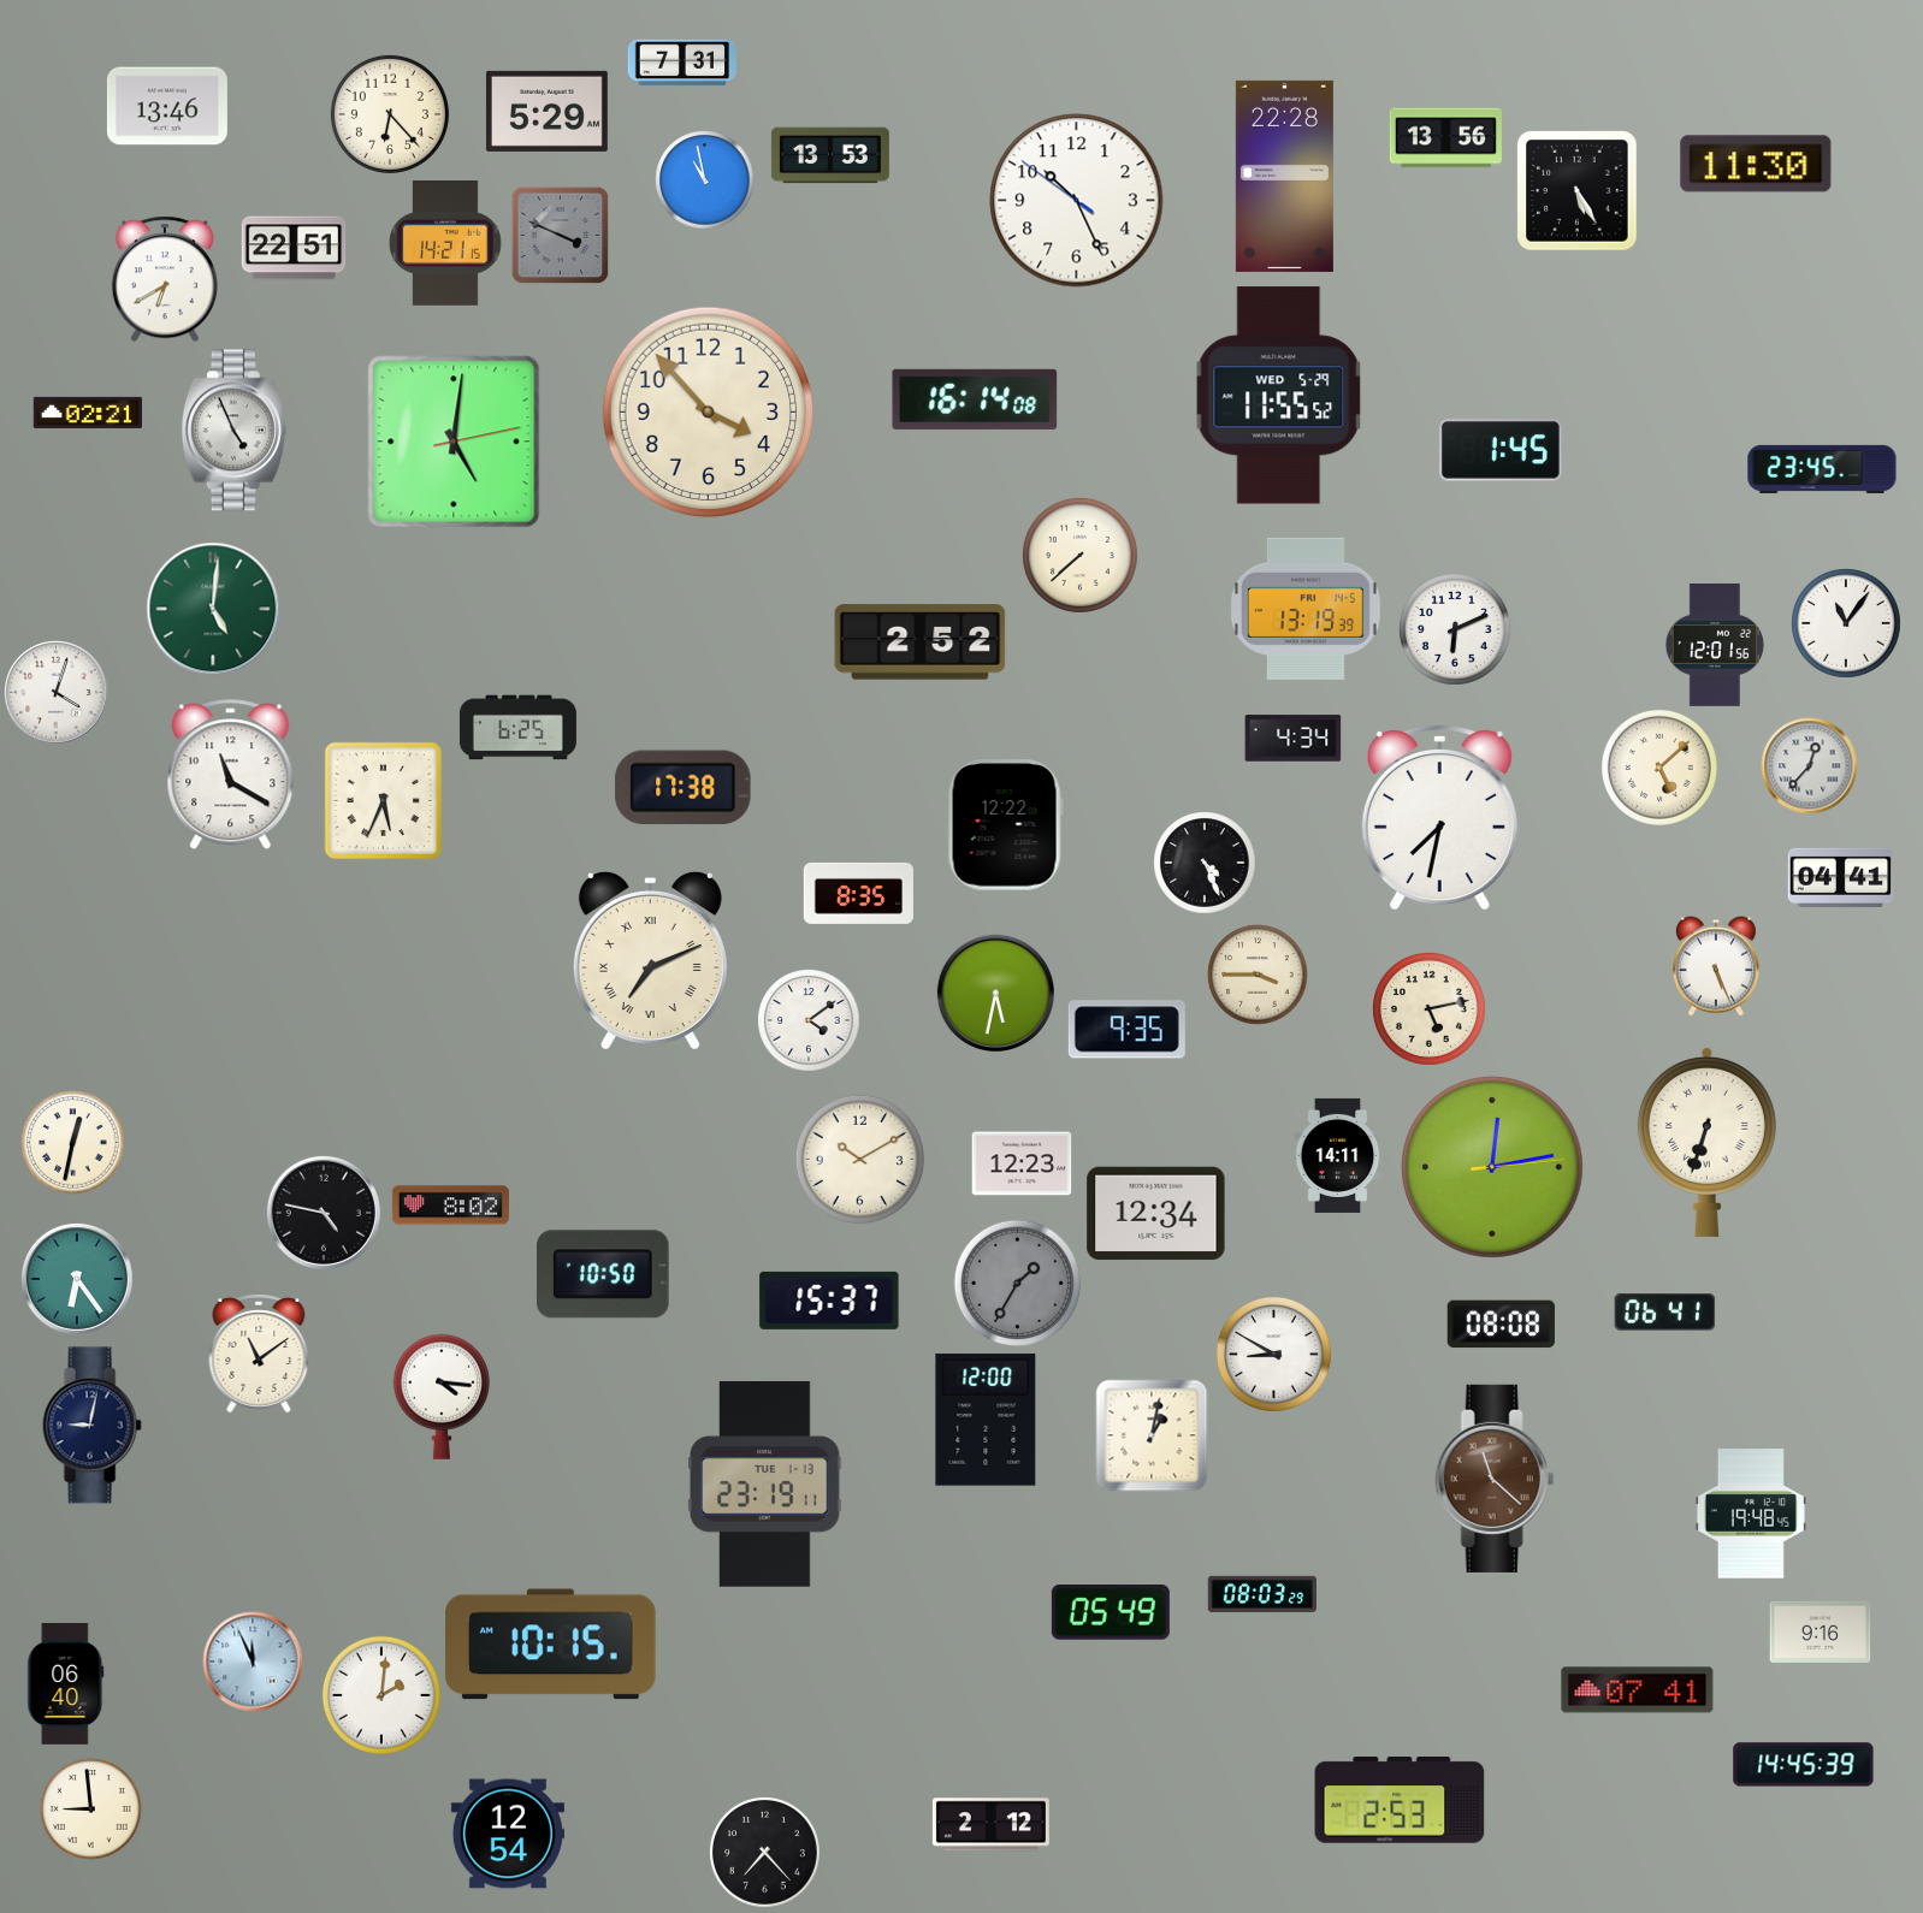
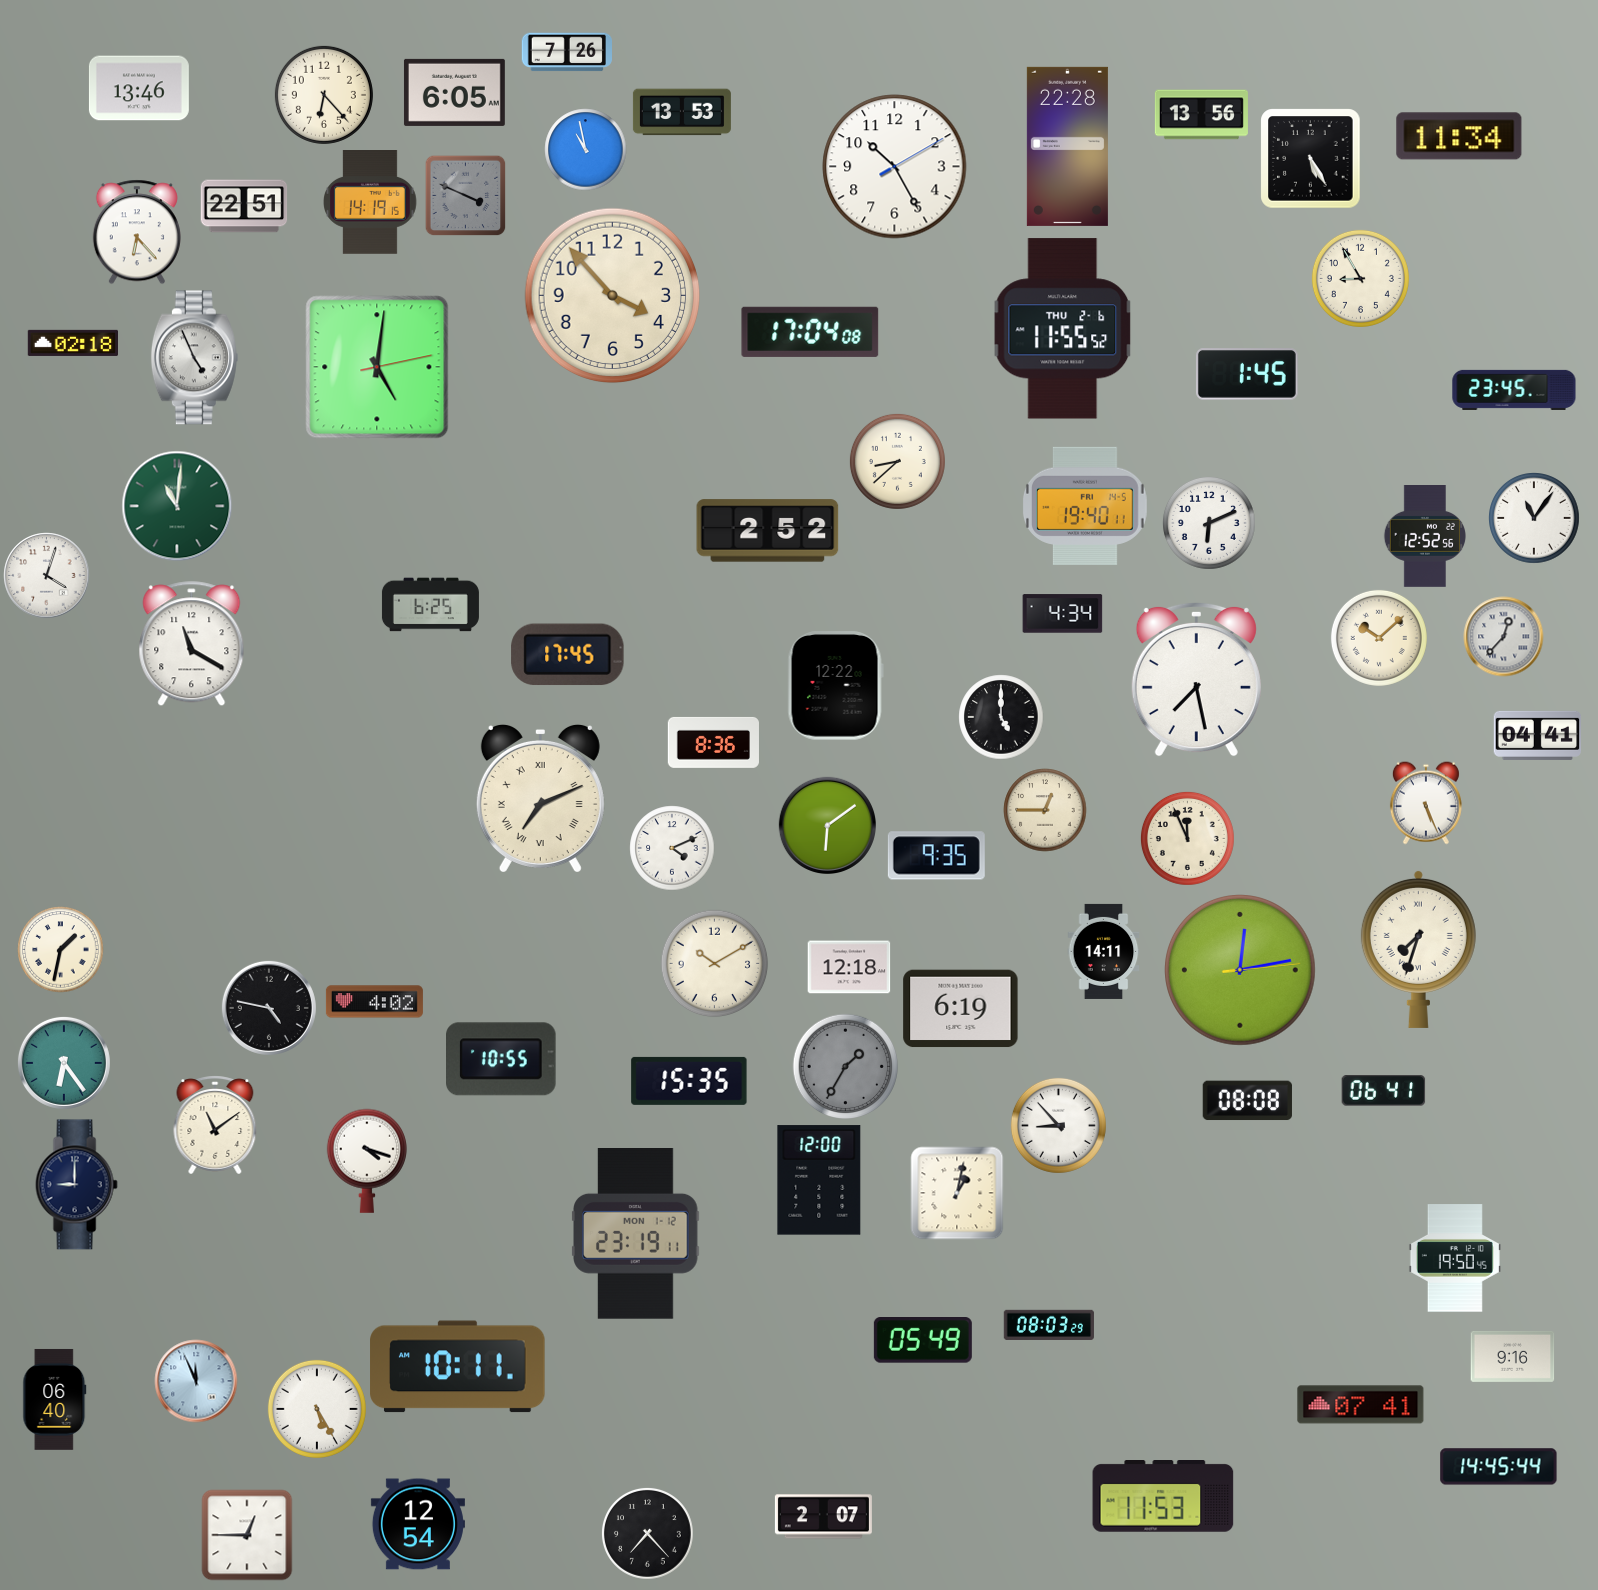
clock at (681, 63): 7:31 -> 7:26
clock at (546, 111): 5:29 -> 6:05
clock at (830, 155) position: (830, 155) -> (682, 112)
clock at (1756, 164): 11:30 -> 11:34
clock at (1077, 201): 10:25:51 -> 10:25:10
clock at (445, 244): 14:21 -> 14:19
clock at (165, 279): 6:40 -> 6:23
clock at (1360, 278): none -> 8:55
clock at (1279, 396) date: WED 5-29 -> THU 2-6
clock at (975, 399): 16:14 -> 17:04
clock at (87, 413): 02:21 -> 02:18
clock at (709, 413) position: (709, 413) -> (613, 296)
clock at (1079, 555): 7:38 -> 8:38
clock at (213, 609): 5:01 -> 11:01
clock at (1307, 609): 13:19 -> 19:40
clock at (921, 642) position: (921, 642) -> (768, 531)
clock at (1714, 646): 12:01 -> 12:52
clock at (1292, 739) position: (1292, 739) -> (1062, 614)
clock at (1659, 768): 5:08 -> 10:08
clock at (684, 788): 17:38 -> 17:45
clock at (383, 800): 5:34 -> none
clock at (1439, 817): 7:32 -> 7:28
clock at (1205, 863): 4:26 -> 5:00
clock at (1840, 877) position: (1840, 877) -> (1537, 735)
clock at (858, 893): 8:35 -> 8:36
clock at (1258, 975): 3:45 -> 12:45
clock at (995, 993): 5:32 -> 6:09
clock at (1428, 1008): 5:13 -> 11:56
clock at (809, 1020): 4:09 -> 4:11
clock at (72, 1142): 12:32 -> 1:32
clock at (1706, 1142): 6:33 -> 7:33
clock at (1338, 1155) position: (1338, 1155) -> (1104, 951)
clock at (1022, 1163): 12:23 -> 12:18
clock at (450, 1206): 8:02 -> 4:02
clock at (1156, 1214): 12:34 -> 6:19
clock at (604, 1274): 10:50 -> 10:55
clock at (829, 1301): 15:37 -> 15:35
clock at (1273, 1354): 8:50 -> 8:53
clock at (442, 1397): 4:16 -> 4:18
clock at (91, 1426): 9:02 -> 9:00
clock at (1495, 1479): 11:22 -> none
clock at (765, 1485) date: TUE 1-13 -> MON 1-12
clock at (1751, 1514): 19:48 -> 19:50
clock at (551, 1645): 10:15 -> 10:11
clock at (253, 1662) position: (253, 1662) -> (196, 1381)
clock at (381, 1695): 2:01 -> 5:25
clock at (1804, 1765): 14:45:39 -> 14:45:44
clock at (1400, 1800): 2:53 -> 11:53
clock at (90, 1808): 8:59 -> none
clock at (990, 1825): 2:12 -> 2:07
clock at (508, 1834) position: (508, 1834) -> (418, 1524)
clock at (247, 1535): none -> 12:45
clock at (764, 1852) position: (764, 1852) -> (647, 1533)
